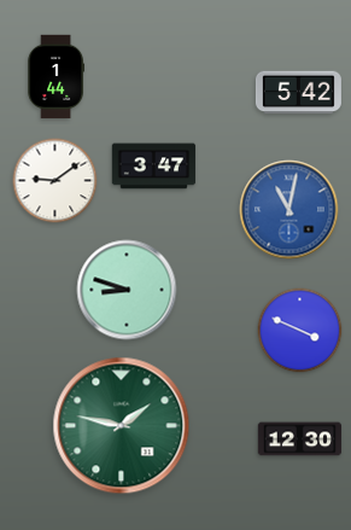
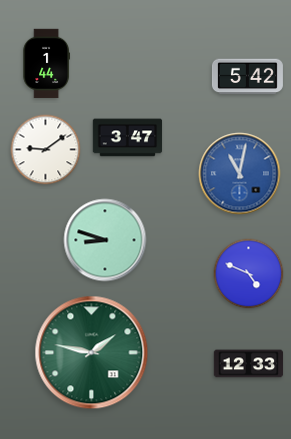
clock at (300, 331): 3:49 -> 4:49
clock at (122, 426) position: (122, 426) -> (92, 353)
clock at (300, 439): 12:30 -> 12:33
